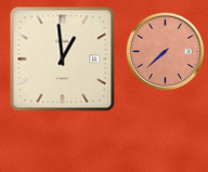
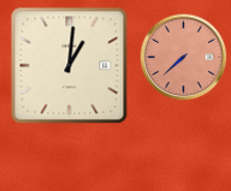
clock at (63, 59): 12:59 -> 1:01
